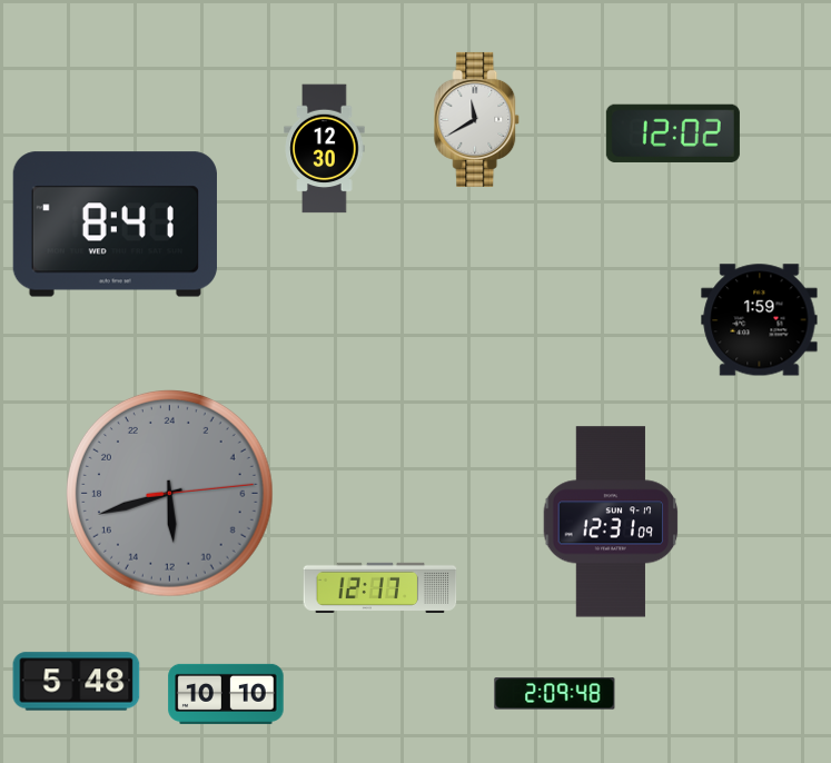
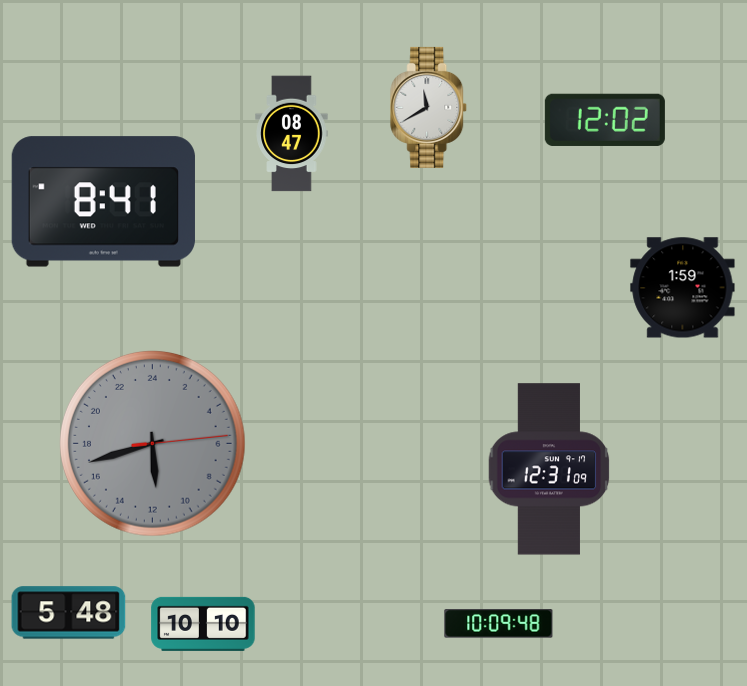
clock at (325, 149): 12:30 -> 08:47
clock at (380, 587): 12:17 -> none
clock at (555, 694): 2:09 -> 10:09
